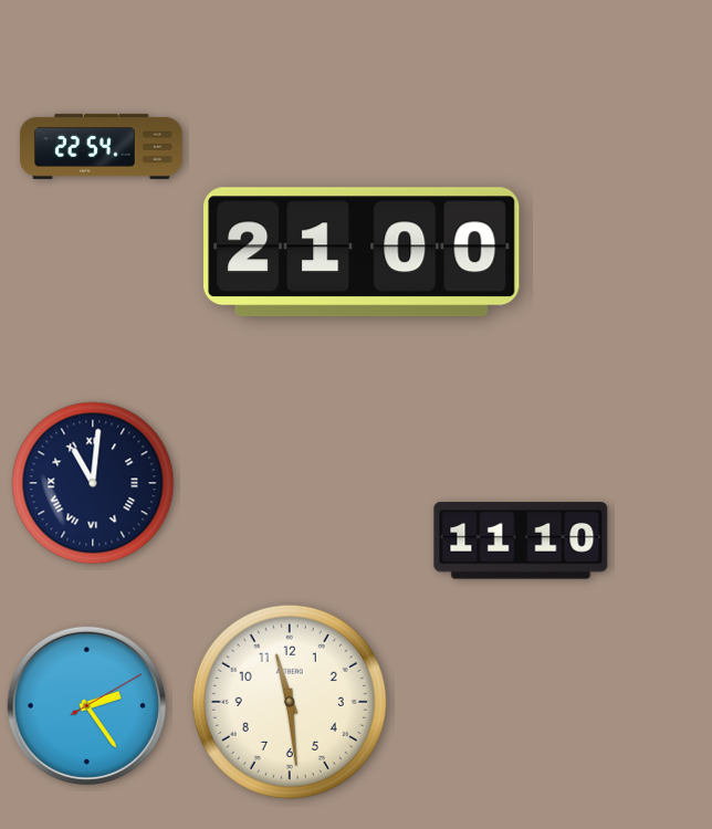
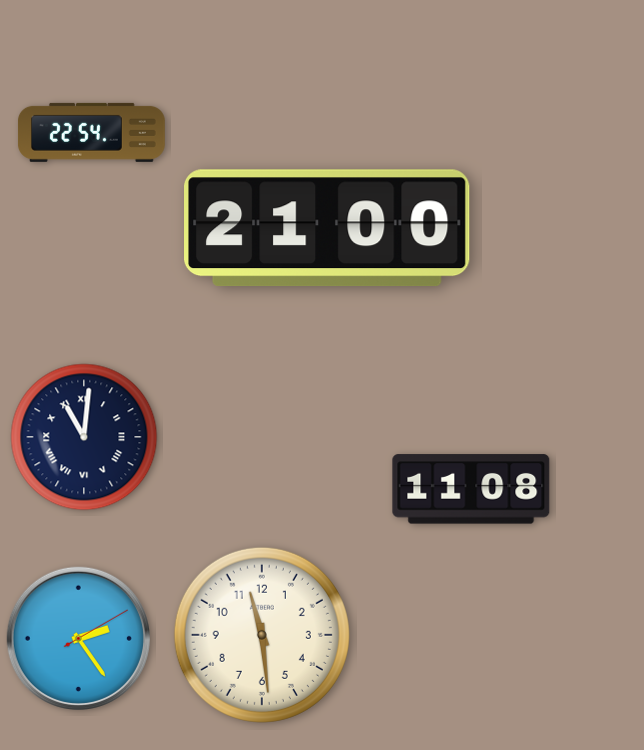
clock at (521, 541): 11:10 -> 11:08
